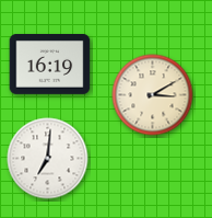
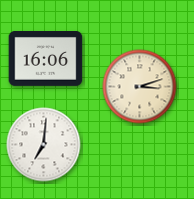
clock at (50, 65): 16:19 -> 16:06
clock at (153, 95): 3:10 -> 3:12
